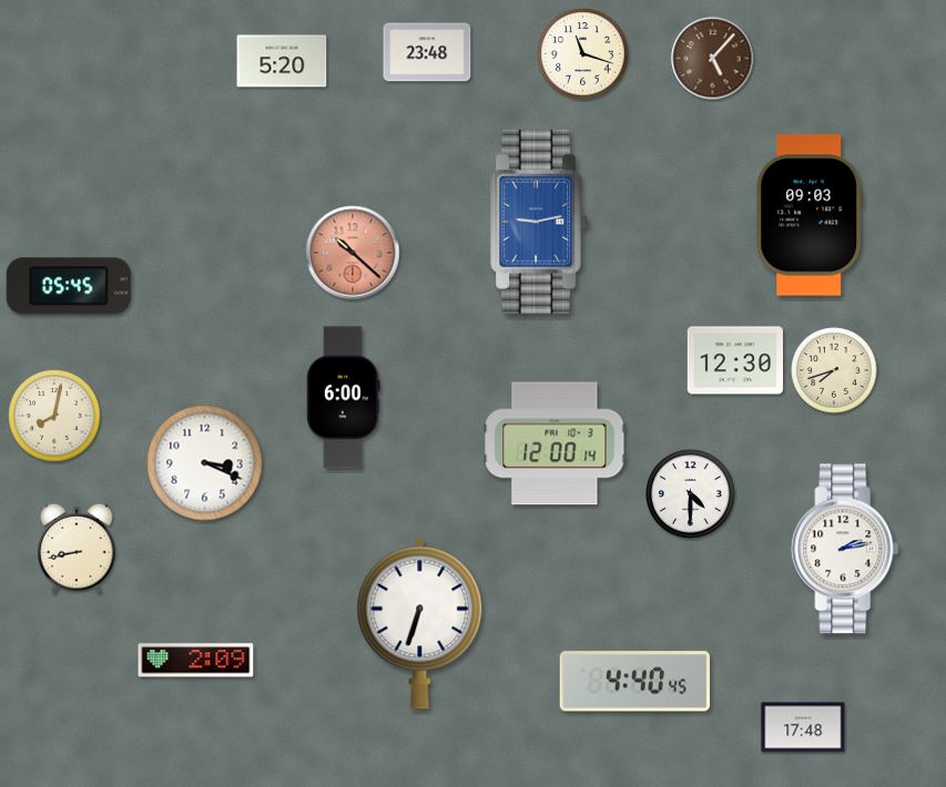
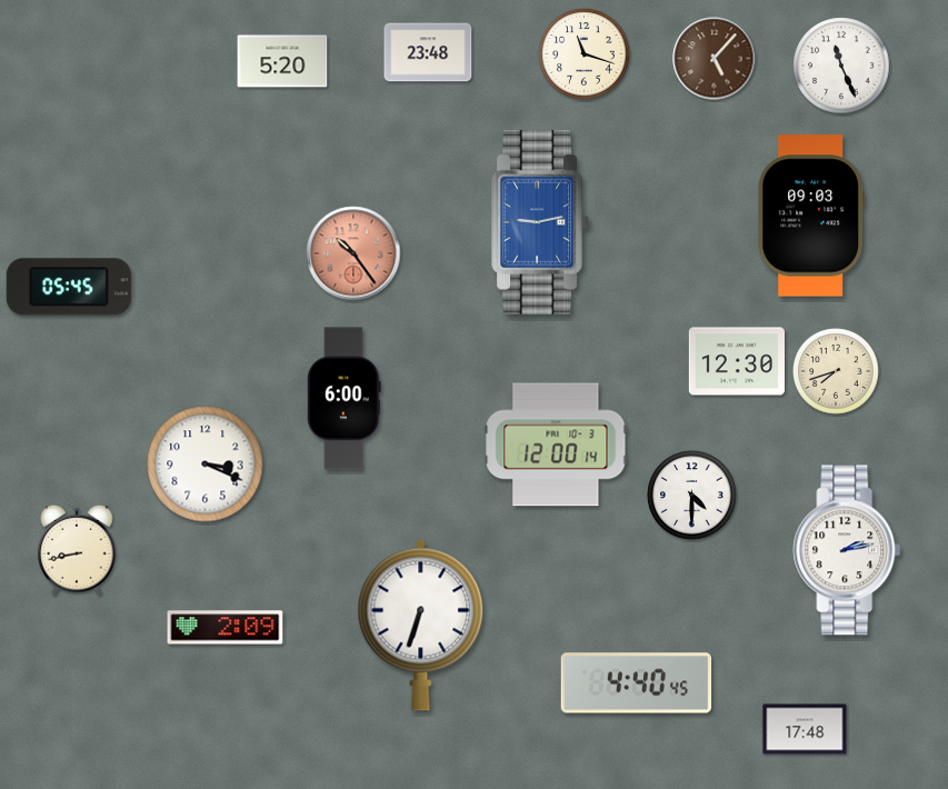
clock at (841, 66): none -> 11:26
clock at (353, 253): 10:22 -> 10:24
clock at (54, 416): 8:02 -> none
clock at (196, 661) position: (196, 661) -> (226, 628)
